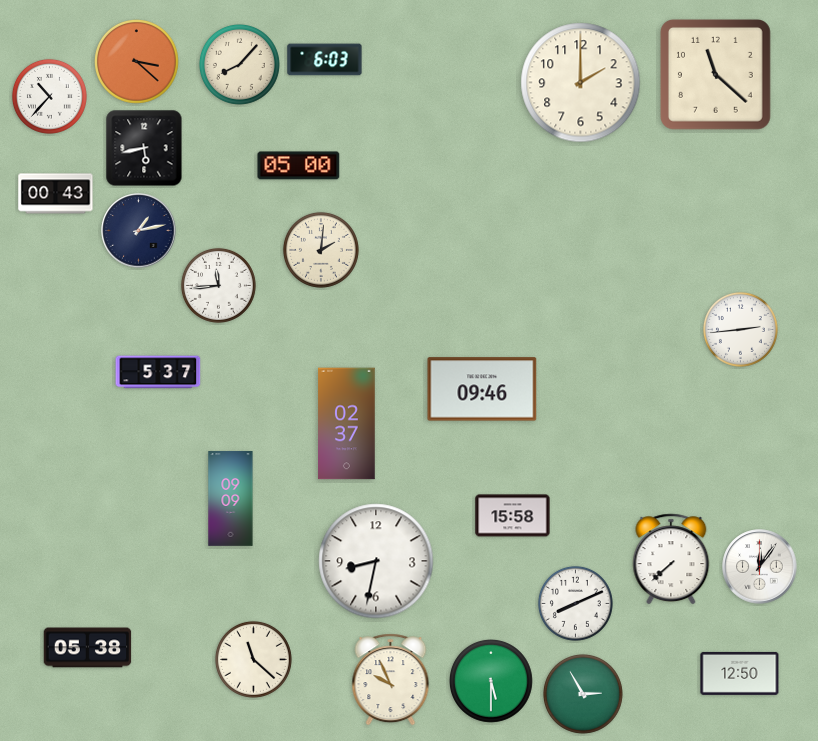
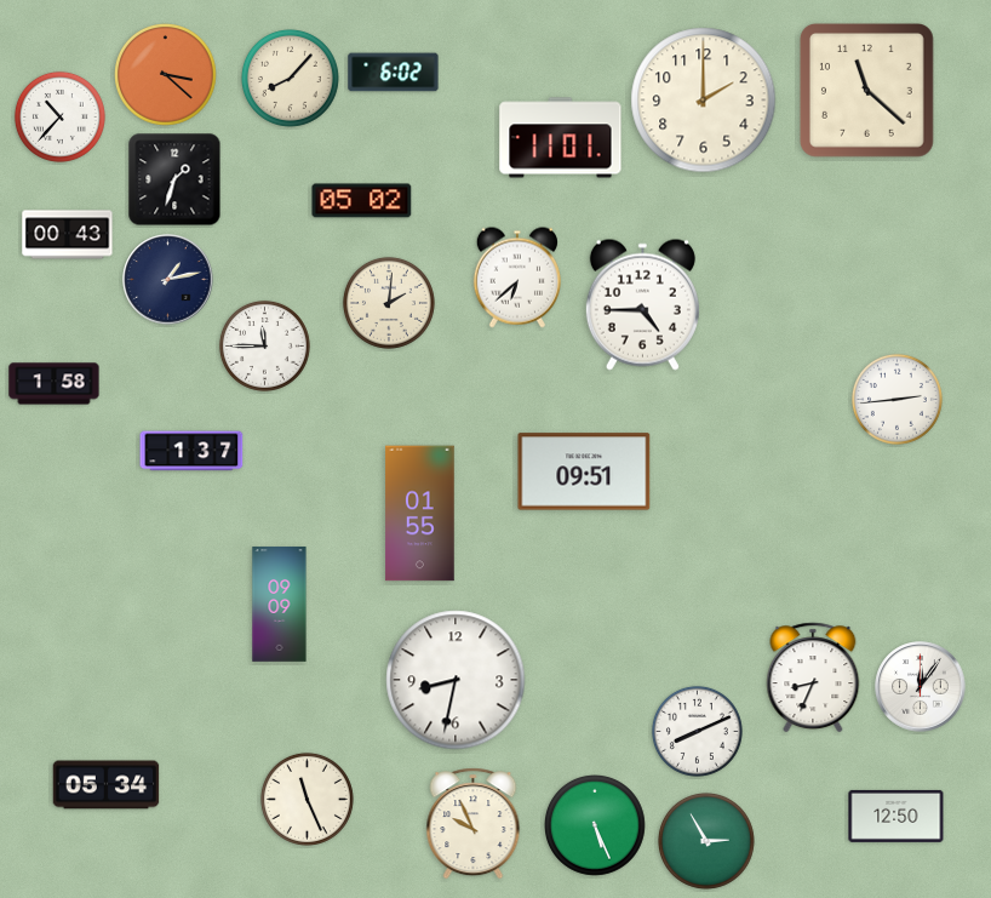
clock at (325, 60): 6:03 -> 6:02
clock at (561, 138): none -> 11:01
clock at (144, 148): 5:43 -> 1:33
clock at (299, 166): 05:00 -> 05:02
clock at (516, 278): none -> 6:38
clock at (642, 304): none -> 4:45
clock at (218, 285): 11:44 -> 11:45
clock at (55, 384): none -> 1:58
clock at (158, 372): 5:37 -> 1:37
clock at (482, 389): 09:46 -> 09:51
clock at (347, 424): 02:37 -> 01:55
clock at (513, 516): 15:58 -> none
clock at (671, 559): 7:38 -> 8:34
clock at (88, 648): 05:38 -> 05:34
clock at (253, 659): 11:22 -> 11:26
clock at (492, 682): 5:30 -> 5:26
